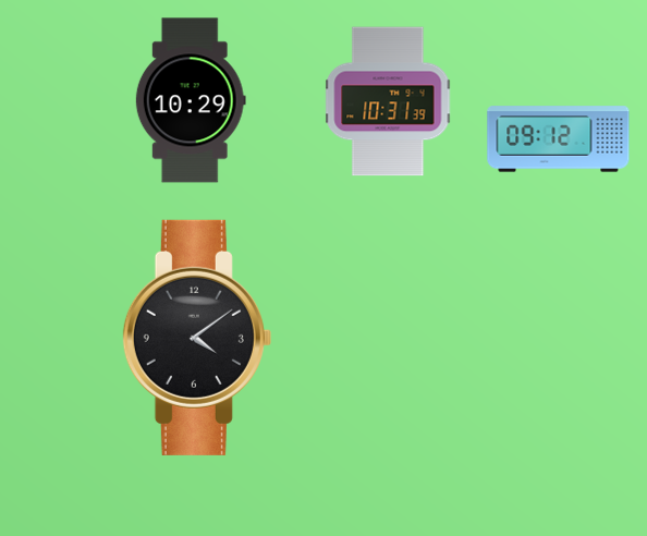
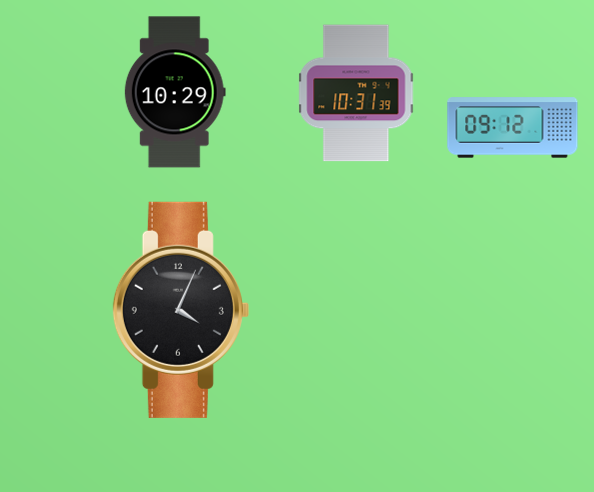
clock at (197, 338): 4:09 -> 4:04
